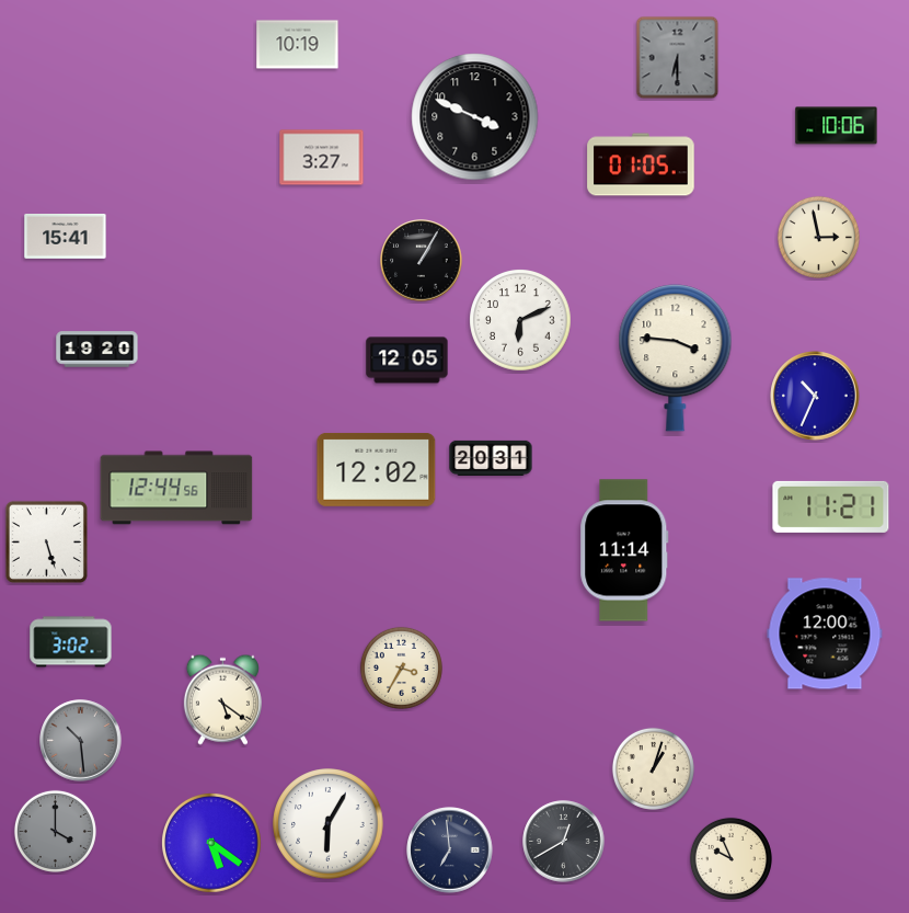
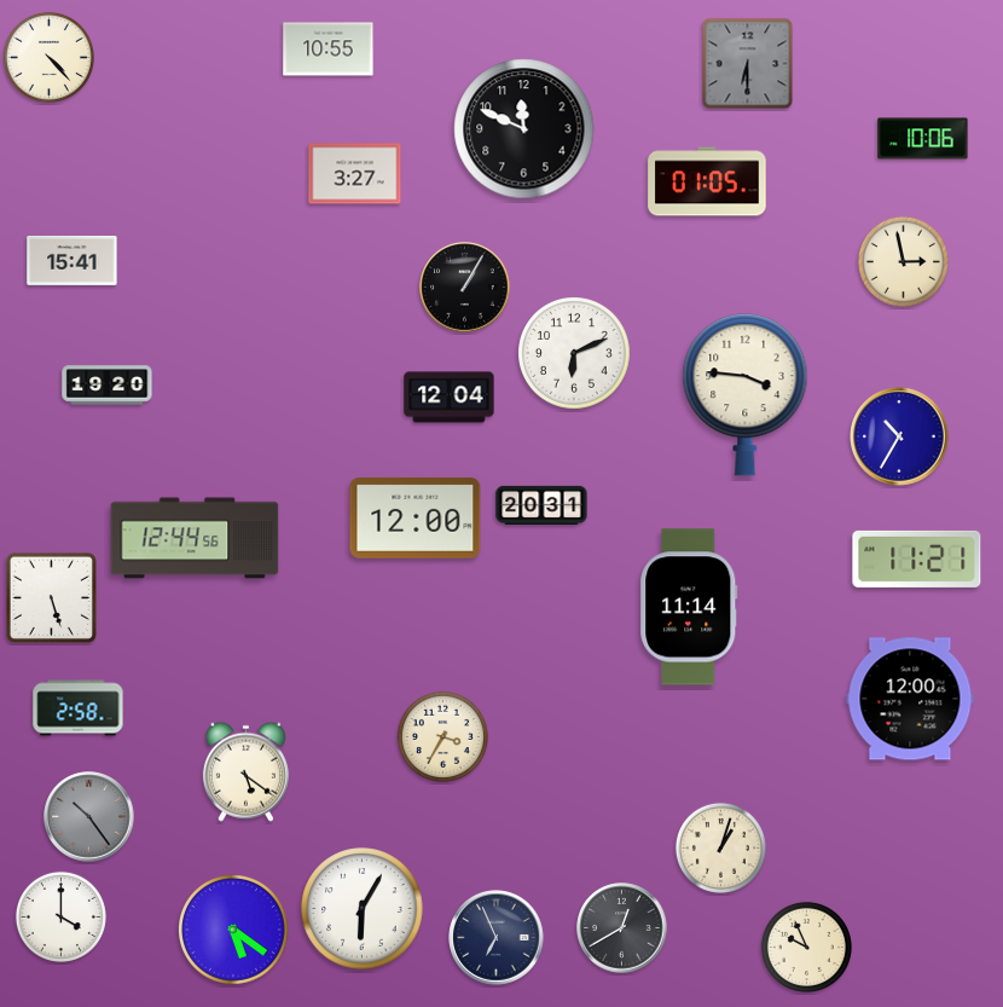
clock at (298, 45): 10:19 -> 10:55
clock at (48, 57): none -> 4:23
clock at (475, 117): 3:49 -> 11:49
clock at (407, 361): 12:05 -> 12:04
clock at (815, 396): 10:34 -> 10:35
clock at (377, 469): 12:02 -> 12:00
clock at (71, 642): 3:02 -> 2:58
clock at (81, 741): 10:29 -> 10:24
clock at (55, 831) dial: grey -> white
clock at (450, 851): 6:59 -> 6:56
